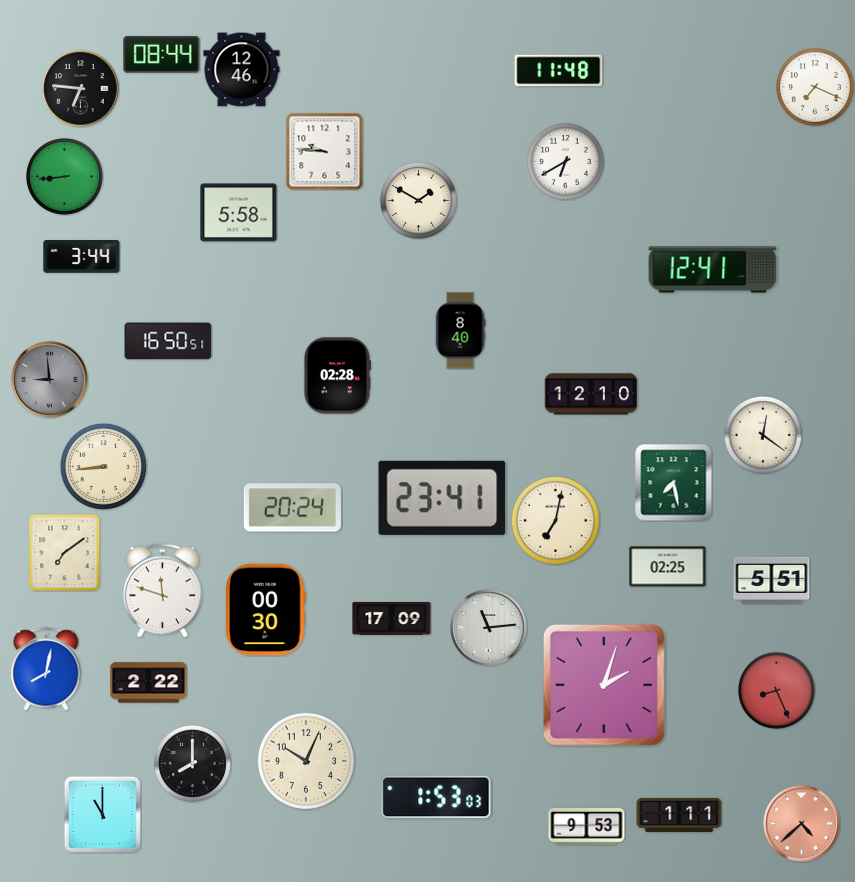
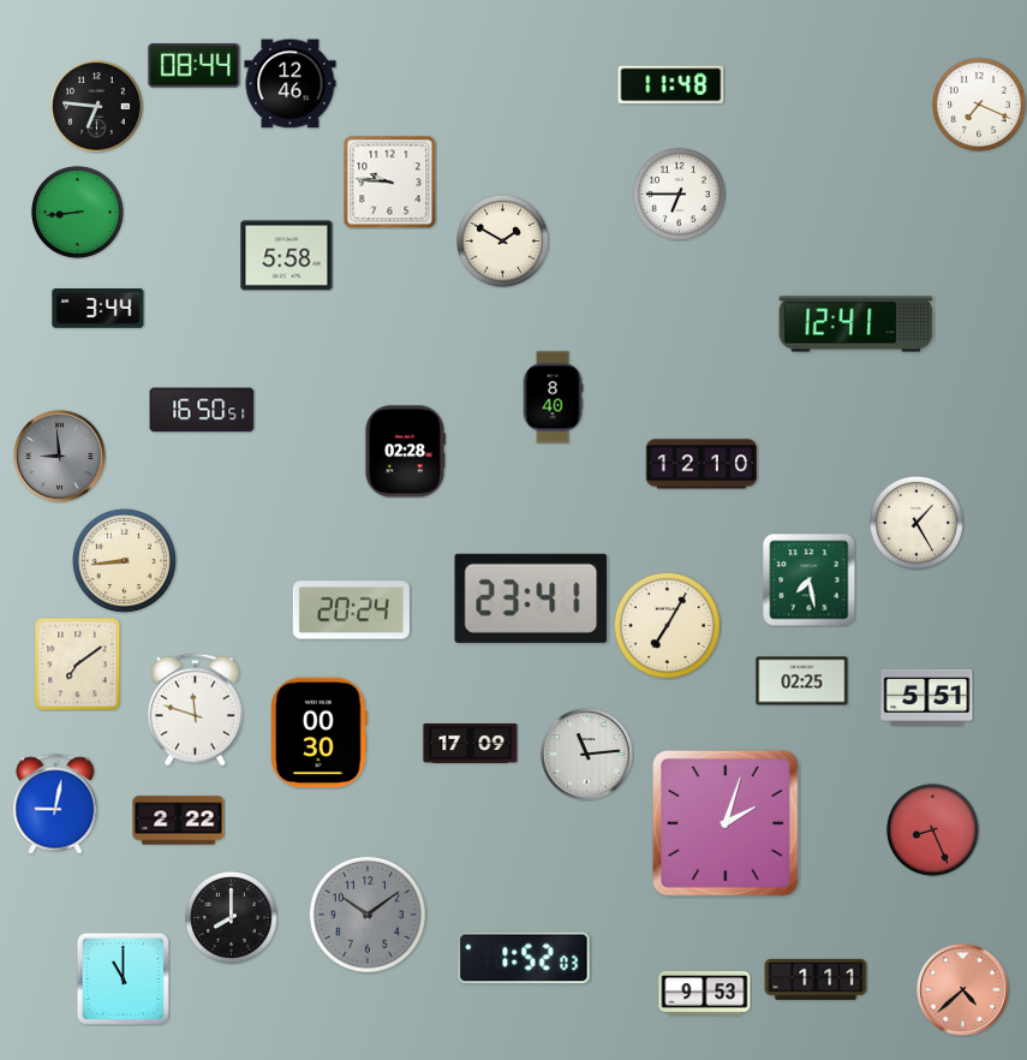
clock at (565, 161): 6:40 -> 6:45
clock at (591, 394) position: (591, 394) -> (701, 464)
clock at (763, 435): 12:21 -> 1:25
clock at (555, 520): 7:02 -> 7:05
clock at (46, 669): 8:02 -> 9:02
clock at (306, 761): 10:04 -> 10:09
clock at (306, 761) dial: cream -> grey
clock at (436, 797): 1:53 -> 1:52
